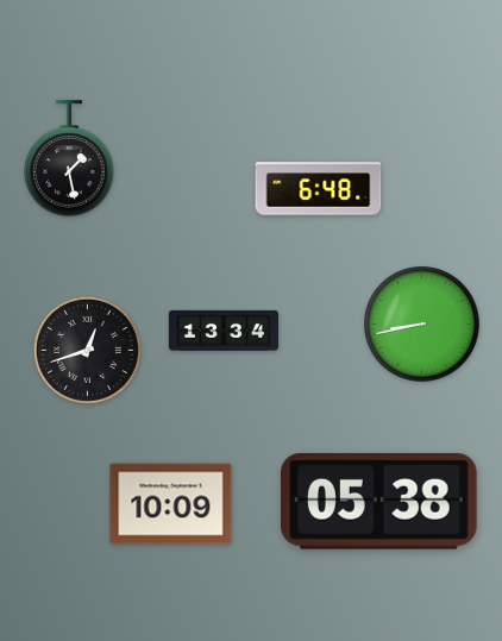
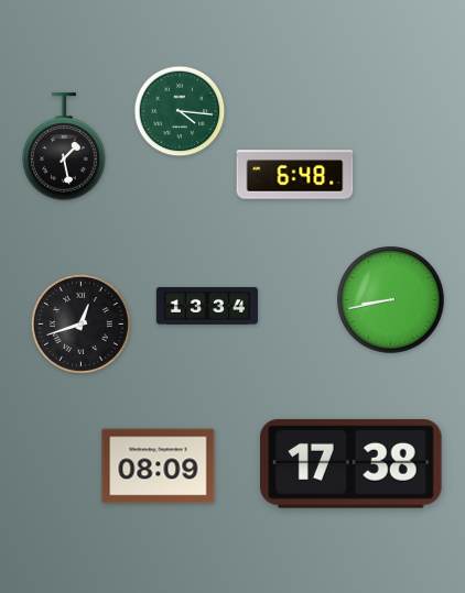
clock at (180, 111): none -> 4:16
clock at (379, 501): 05:38 -> 17:38
clock at (171, 504): 10:09 -> 08:09
